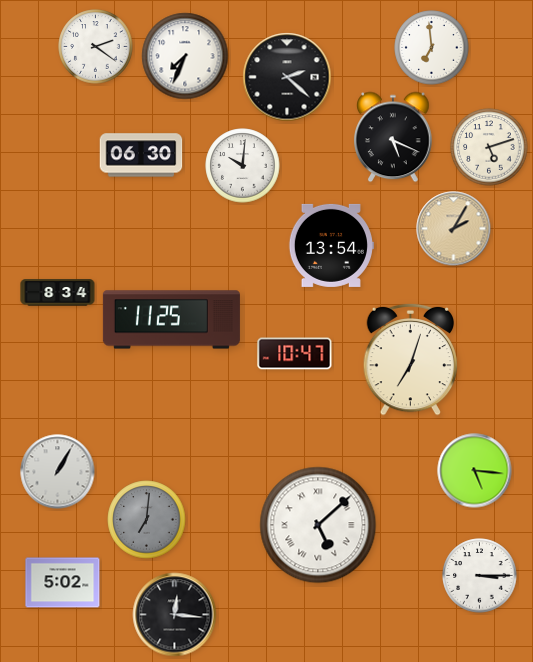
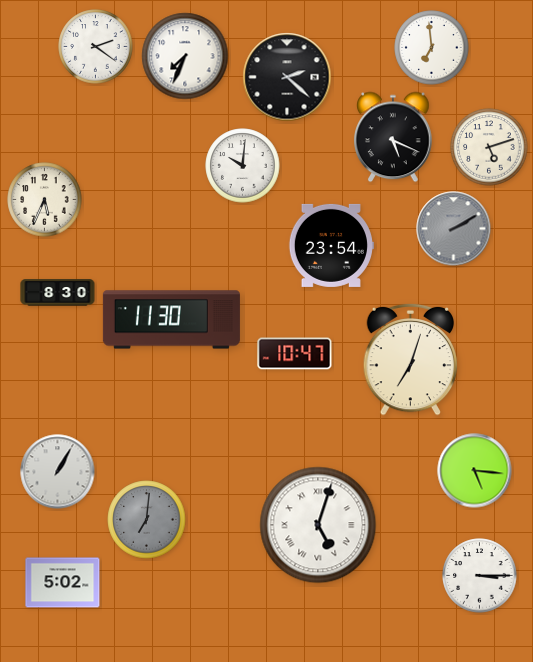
clock at (141, 155): 06:30 -> none
clock at (45, 200): none -> 5:34
clock at (454, 229): 2:05 -> 2:10
clock at (454, 229) dial: champagne -> grey
clock at (330, 245): 13:54 -> 23:54
clock at (58, 293): 8:34 -> 8:30
clock at (171, 320): 11:25 -> 11:30
clock at (318, 525): 5:08 -> 5:03
clock at (175, 615): 12:16 -> none
